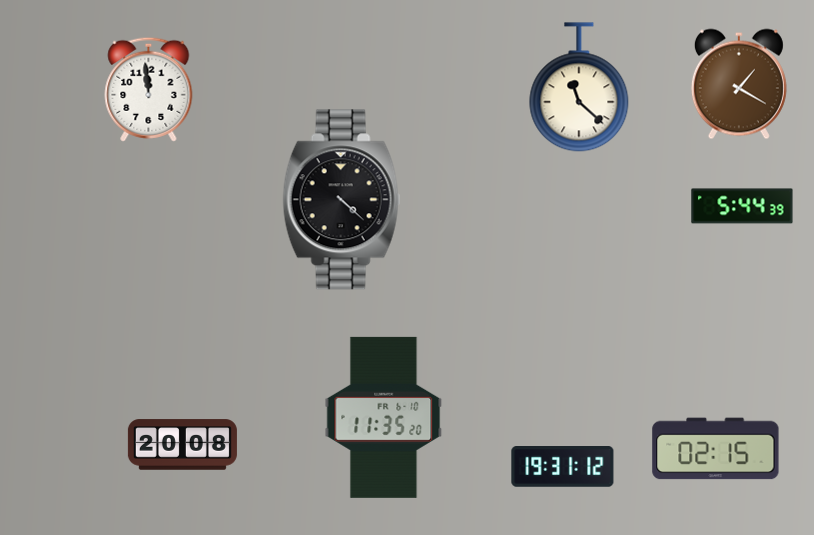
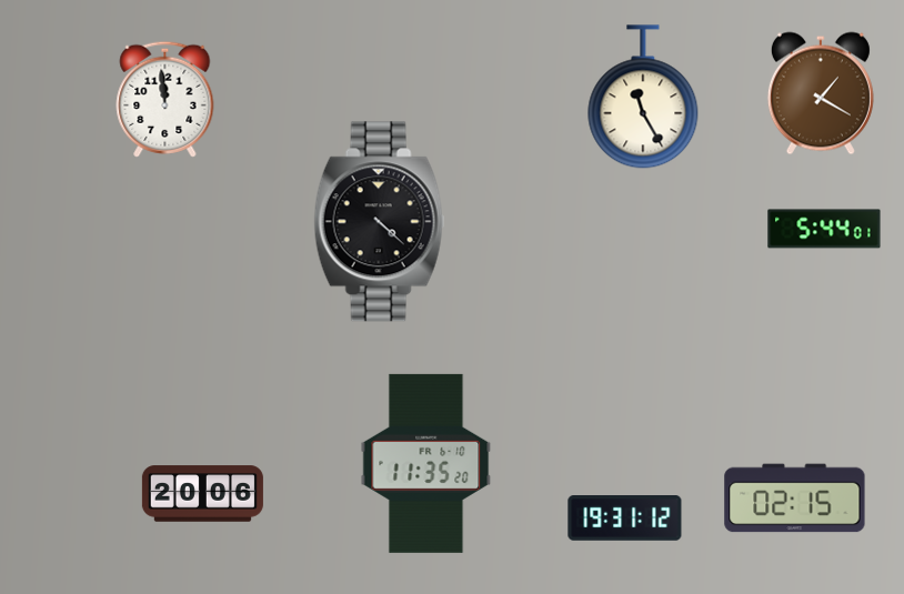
clock at (579, 87): 11:22 -> 11:25
clock at (742, 206): 5:44:39 -> 5:44:01
clock at (182, 445): 20:08 -> 20:06
